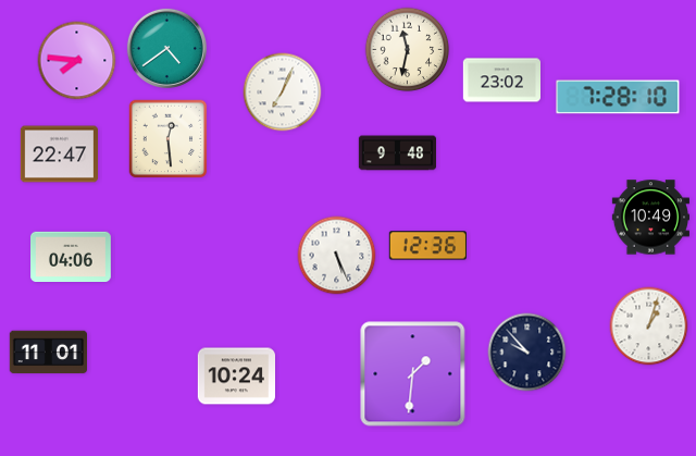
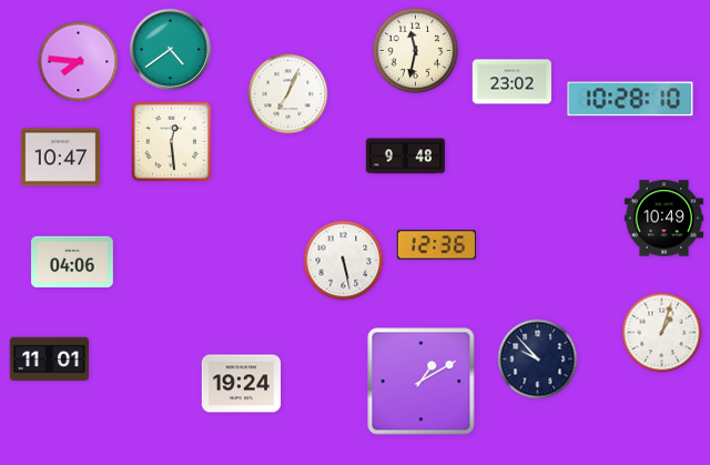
clock at (618, 97): 7:28 -> 10:28
clock at (59, 155): 22:47 -> 10:47
clock at (650, 218) position: (650, 218) -> (663, 219)
clock at (427, 246) position: (427, 246) -> (436, 245)
clock at (337, 256): 5:26 -> 5:28
clock at (413, 374): 1:31 -> 1:10
clock at (236, 377): 10:24 -> 19:24
